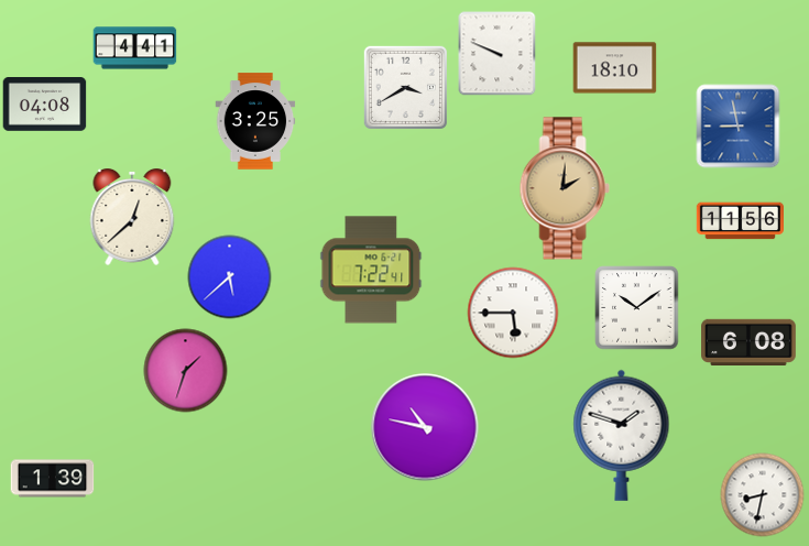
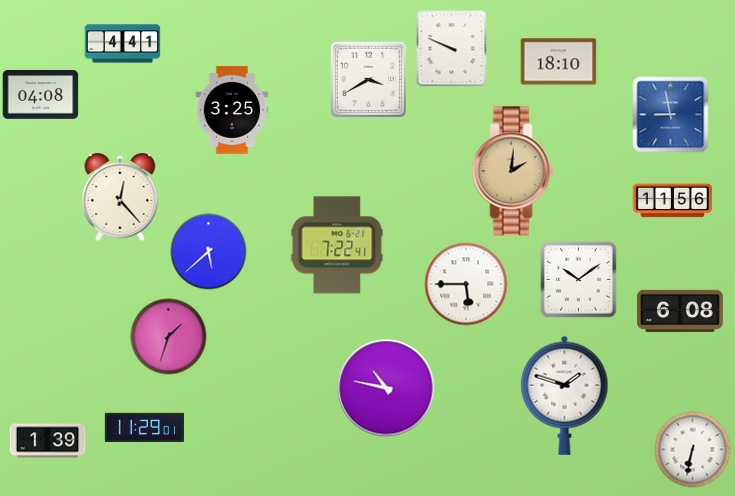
clock at (132, 218): 12:38 -> 12:23
clock at (145, 427): none -> 11:29
clock at (53, 479) position: (53, 479) -> (48, 441)
clock at (763, 495): 8:32 -> 6:32
